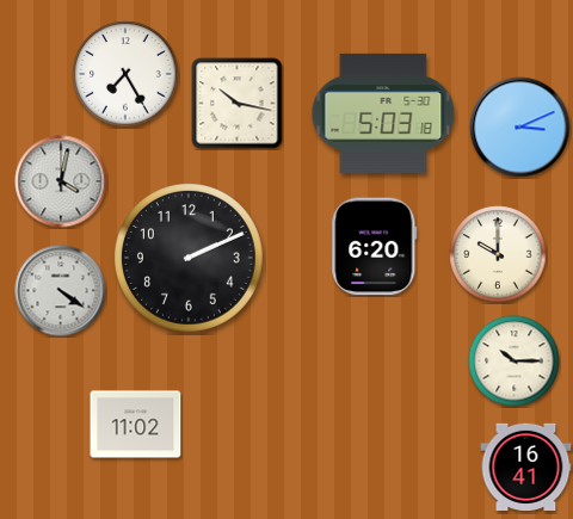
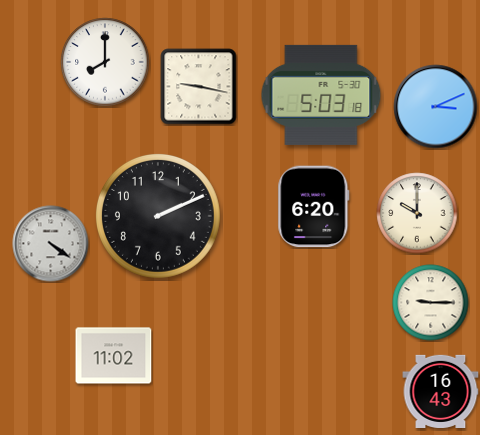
clock at (125, 74): 7:25 -> 8:00
clock at (238, 104): 10:17 -> 9:17
clock at (61, 181): 4:02 -> none
clock at (515, 362): 10:15 -> 9:15
clock at (526, 467): 16:41 -> 16:43
